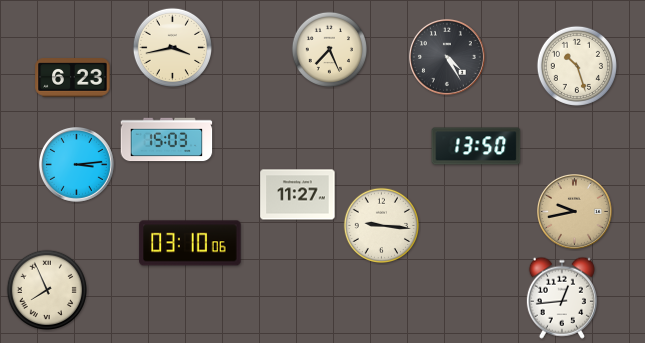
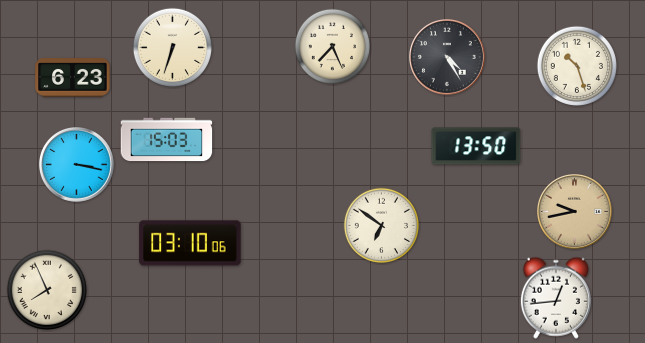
clock at (172, 47): 3:43 -> 6:33
clock at (329, 49) position: (329, 49) -> (332, 46)
clock at (77, 165): 3:14 -> 3:17
clock at (298, 195): 11:27 -> none
clock at (381, 225): 9:16 -> 6:51
clock at (562, 298) position: (562, 298) -> (556, 298)
